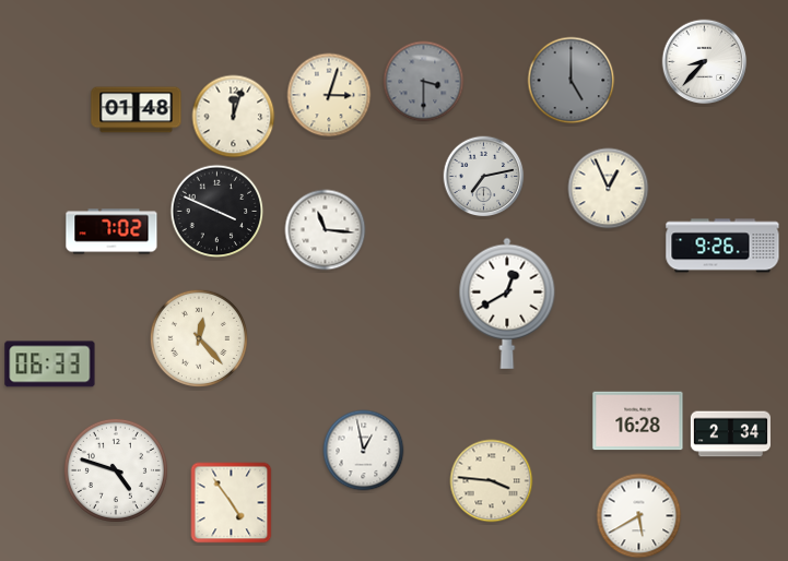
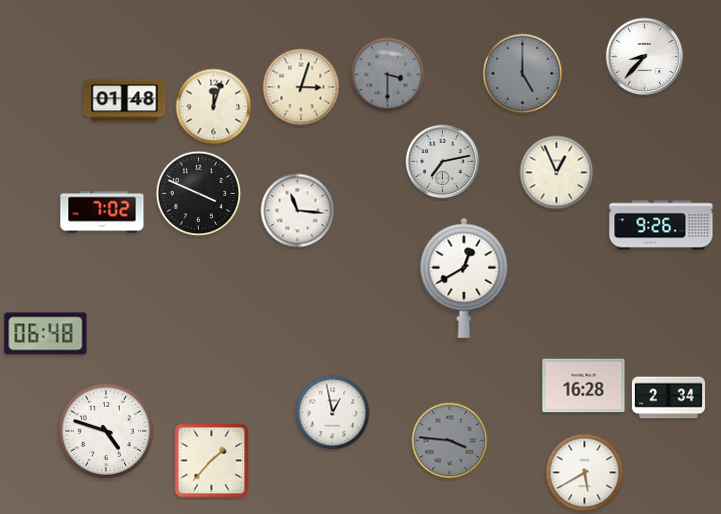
clock at (198, 337): 12:23 -> none
clock at (50, 365): 06:33 -> 06:48
clock at (492, 481) dial: cream -> grey
clock at (232, 503): 4:54 -> 1:37
